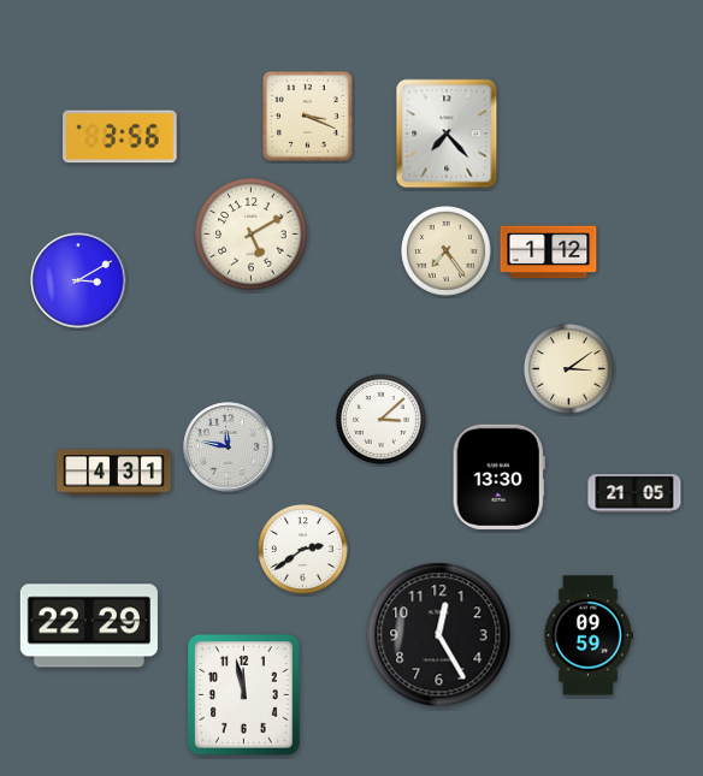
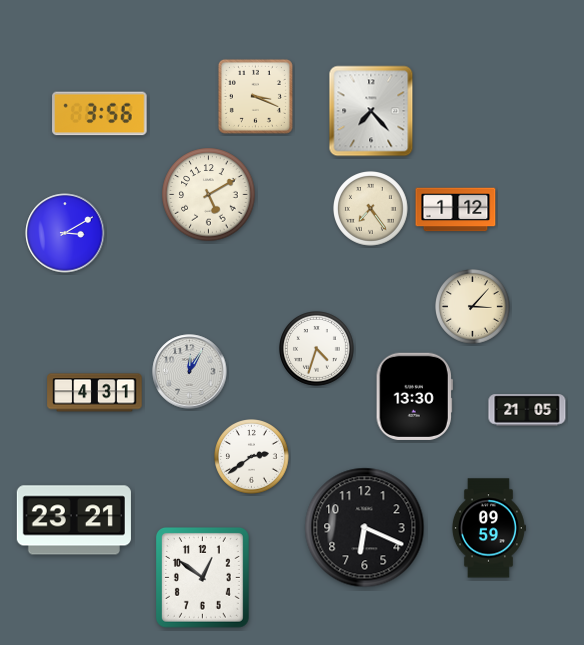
clock at (569, 369): 3:09 -> 3:07
clock at (382, 420): 3:08 -> 4:33
clock at (229, 448): 11:47 -> 12:05
clock at (89, 626): 22:29 -> 23:21
clock at (439, 635): 12:25 -> 6:19
clock at (243, 695): 11:58 -> 12:51
